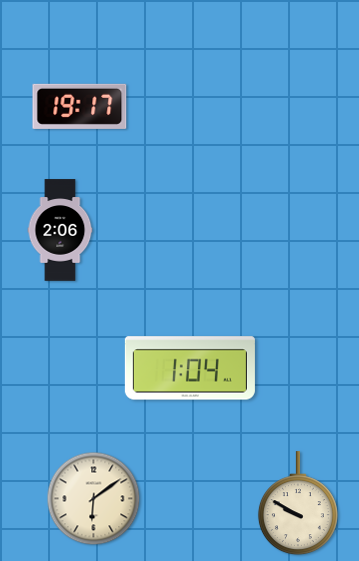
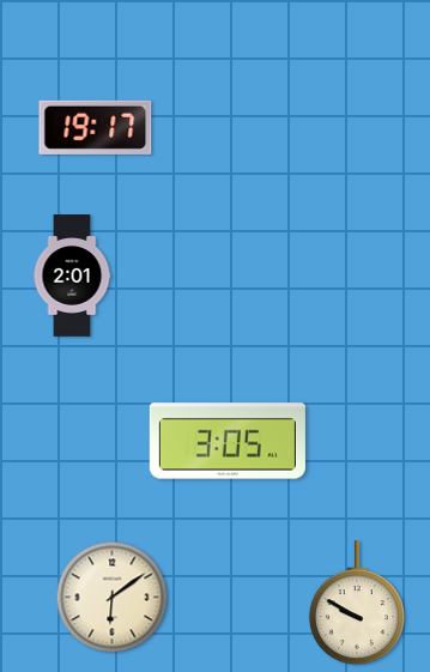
clock at (60, 230): 2:06 -> 2:01
clock at (190, 368): 1:04 -> 3:05
